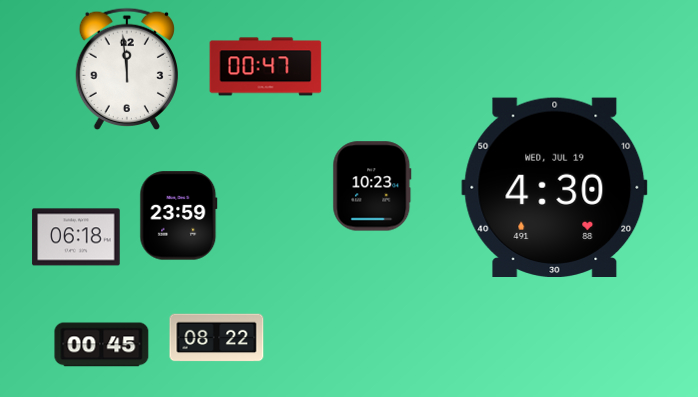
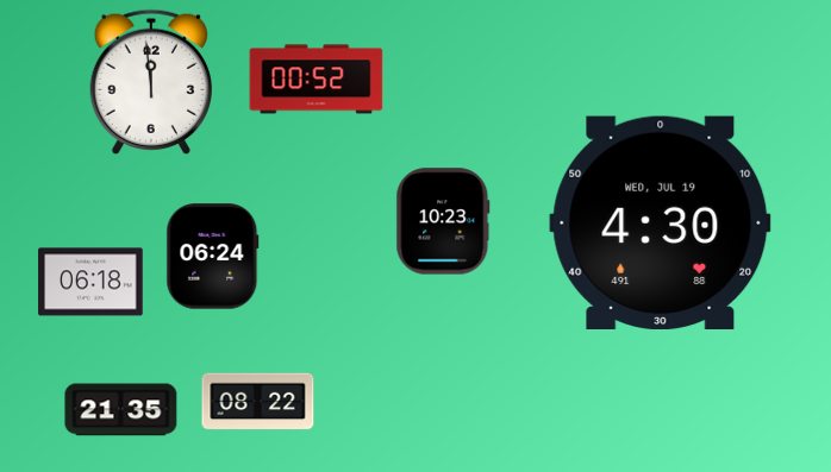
clock at (266, 67): 00:47 -> 00:52
clock at (179, 216): 23:59 -> 06:24
clock at (102, 345): 00:45 -> 21:35
